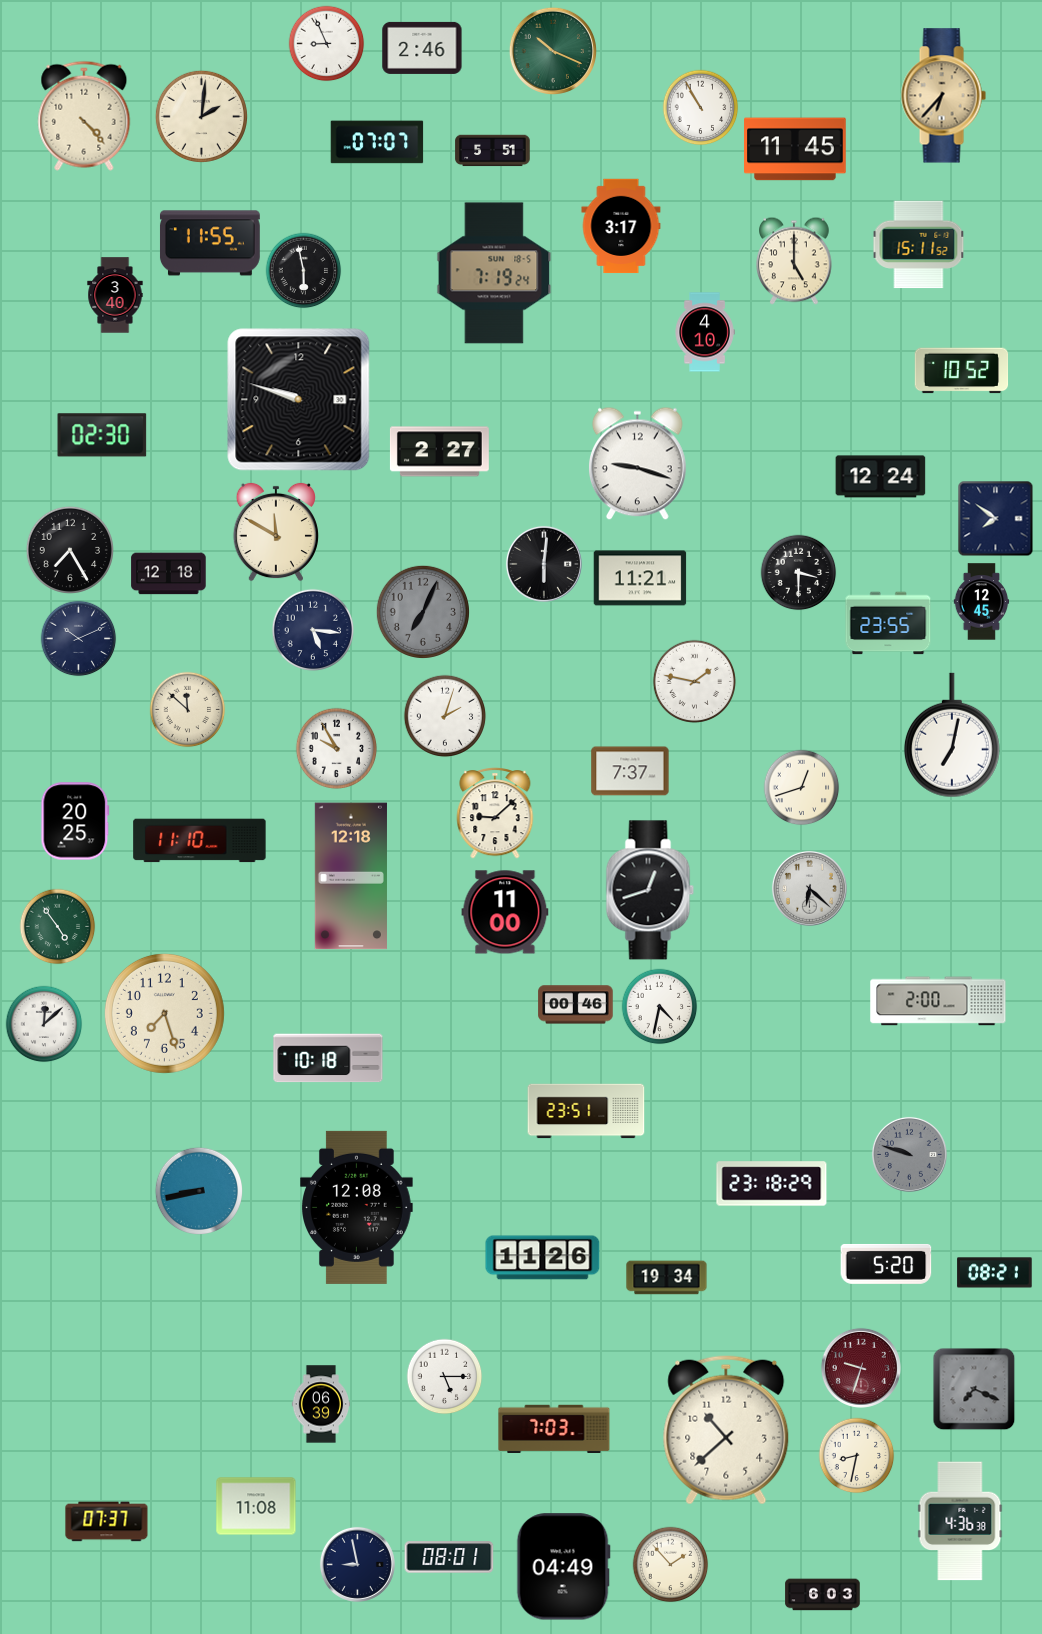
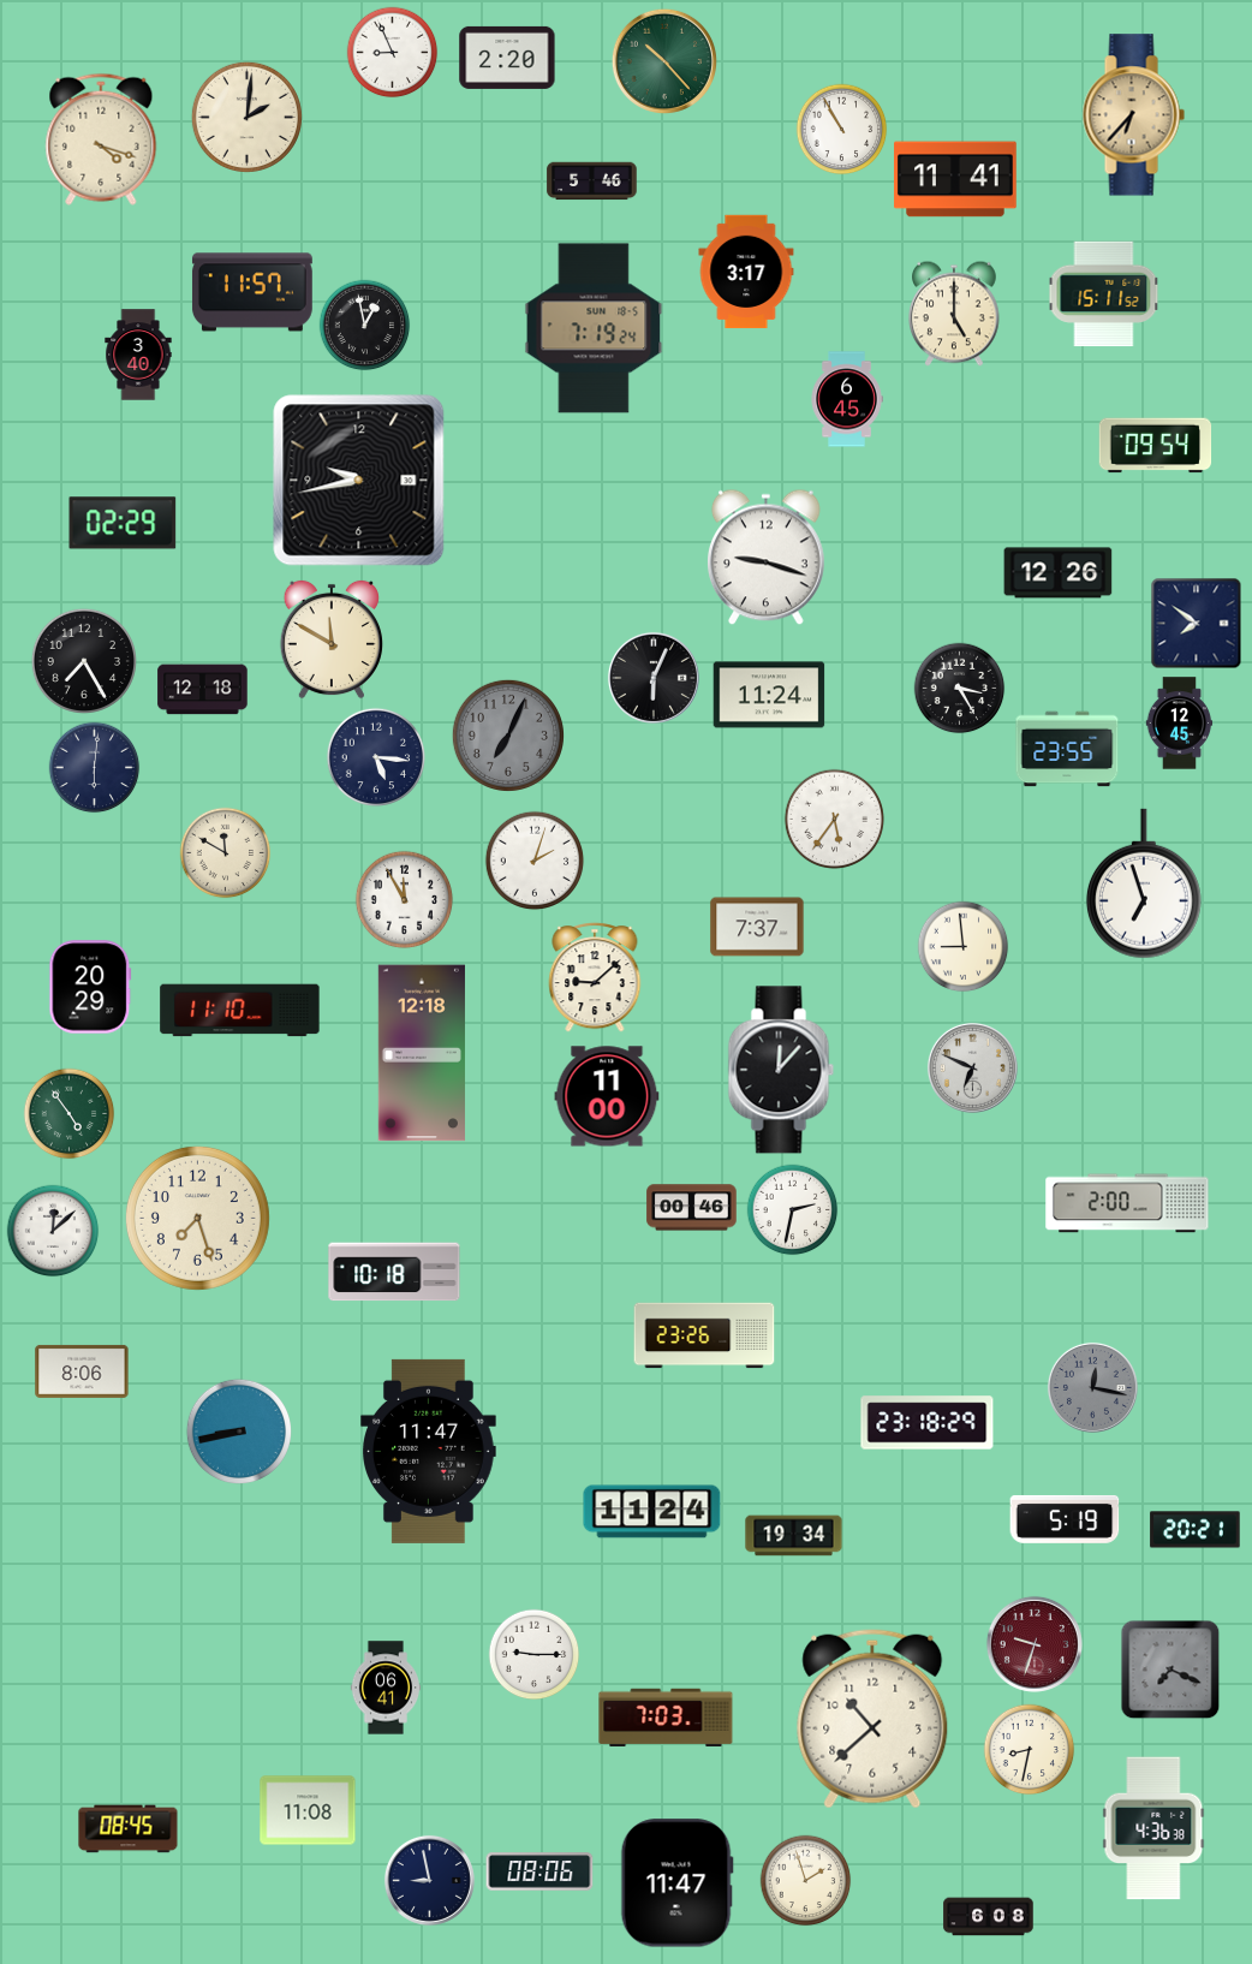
clock at (422, 48): 2:46 -> 2:20
clock at (553, 51): 10:19 -> 10:23
clock at (84, 116): 4:23 -> 4:18
clock at (201, 116) position: (201, 116) -> (246, 117)
clock at (377, 142): 07:07 -> none
clock at (795, 149): 11:45 -> 11:41
clock at (493, 151): 5:51 -> 5:46
clock at (210, 243): 11:55 -> 11:57
clock at (304, 271): 5:58 -> 12:58
clock at (705, 332): 4:10 -> 6:45
clock at (962, 371): 10:52 -> 09:54
clock at (299, 400): 9:48 -> 9:43
clock at (102, 435): 02:30 -> 02:29
clock at (439, 452): 2:27 -> none
clock at (881, 477): 12:24 -> 12:26
clock at (544, 564): 6:01 -> 6:04
clock at (799, 573): 3:30 -> 3:25
clock at (640, 578): 11:21 -> 11:24
clock at (79, 639): 10:11 -> 6:01
clock at (695, 682): 1:47 -> 5:36
clock at (188, 710): 11:52 -> 11:50
clock at (952, 735): 7:02 -> 6:57
clock at (337, 749): 9:55 -> 11:55
clock at (802, 788): 12:42 -> 8:59
clock at (75, 821): 20:25 -> 20:29
clock at (809, 888): 6:22 -> 6:49
clock at (650, 890): 12:42 -> 12:07
clock at (660, 1007): 4:32 -> 2:32
clock at (586, 1111): 23:51 -> 23:26
clock at (82, 1371): none -> 8:06
clock at (909, 1154): 9:48 -> 12:17
clock at (357, 1207): 12:08 -> 11:47
clock at (543, 1258): 11:26 -> 11:24
clock at (886, 1264): 5:20 -> 5:19
clock at (995, 1273): 08:21 -> 20:21
clock at (667, 1278) position: (667, 1278) -> (794, 1536)
clock at (445, 1377): 5:15 -> 9:15
clock at (320, 1404): 06:39 -> 06:41
clock at (107, 1522): 07:37 -> 08:45
clock at (449, 1557): 08:01 -> 08:06
clock at (671, 1565): 1:53 -> 1:57
clock at (563, 1567): 04:49 -> 11:47
clock at (823, 1595): 6:03 -> 6:08
